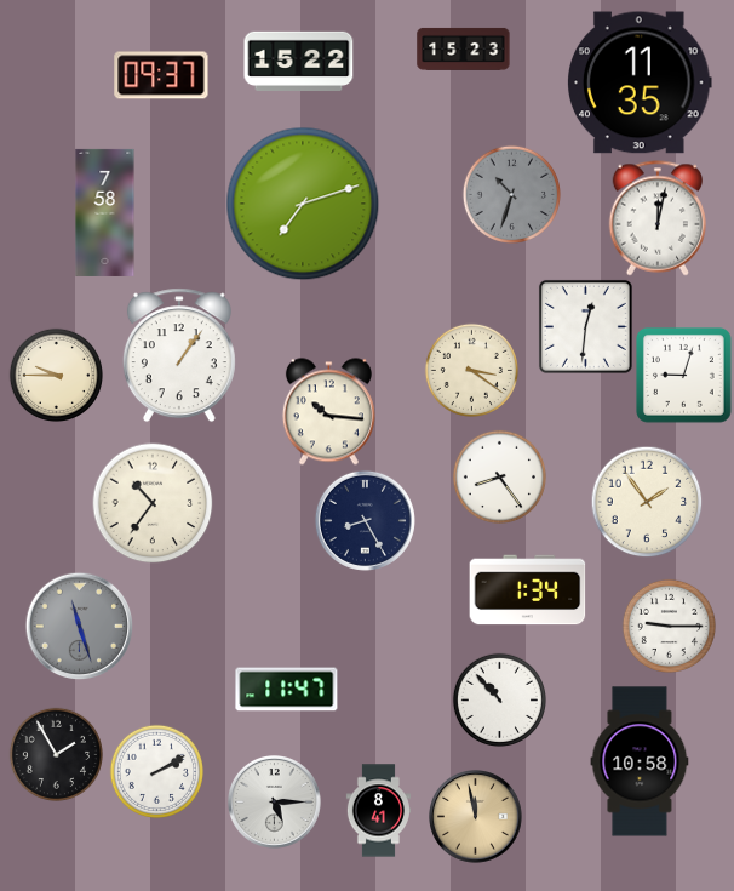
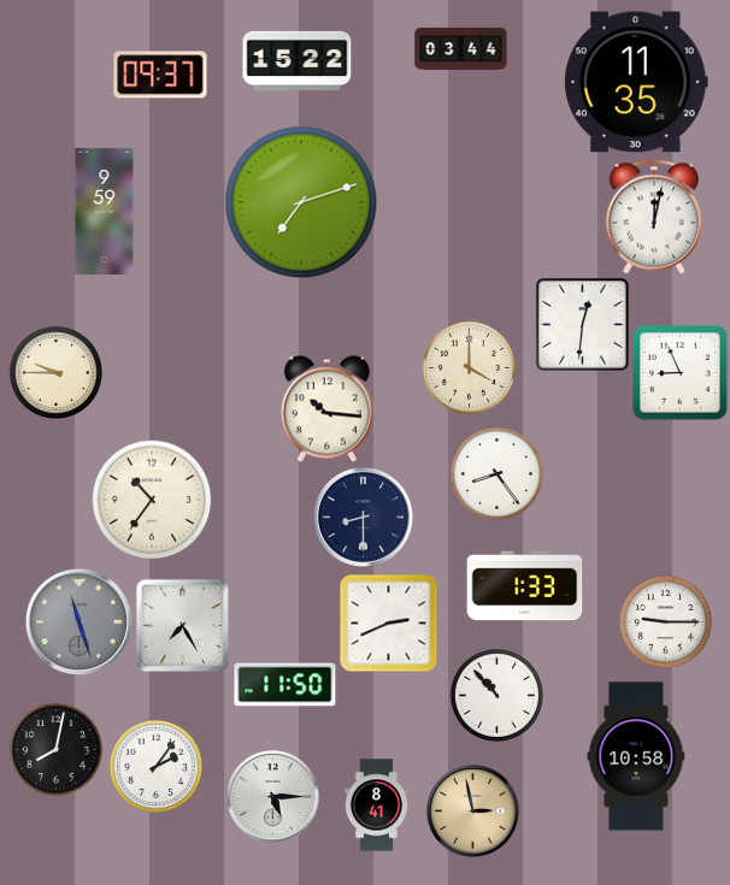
clock at (464, 48): 15:23 -> 03:44
clock at (511, 194): 10:33 -> none
clock at (105, 212): 7:58 -> 9:59
clock at (179, 355): 1:06 -> none
clock at (471, 370): 3:21 -> 4:00
clock at (684, 376): 9:03 -> 8:56
clock at (647, 502): 1:54 -> none
clock at (365, 520): 8:25 -> 8:30
clock at (528, 590): 1:34 -> 1:33
clock at (388, 623): none -> 2:41
clock at (182, 625): none -> 7:25
clock at (287, 690): 11:47 -> 11:50
clock at (56, 754): 1:55 -> 8:02
clock at (156, 771): 2:10 -> 2:06
clock at (476, 817): 11:58 -> 2:58
